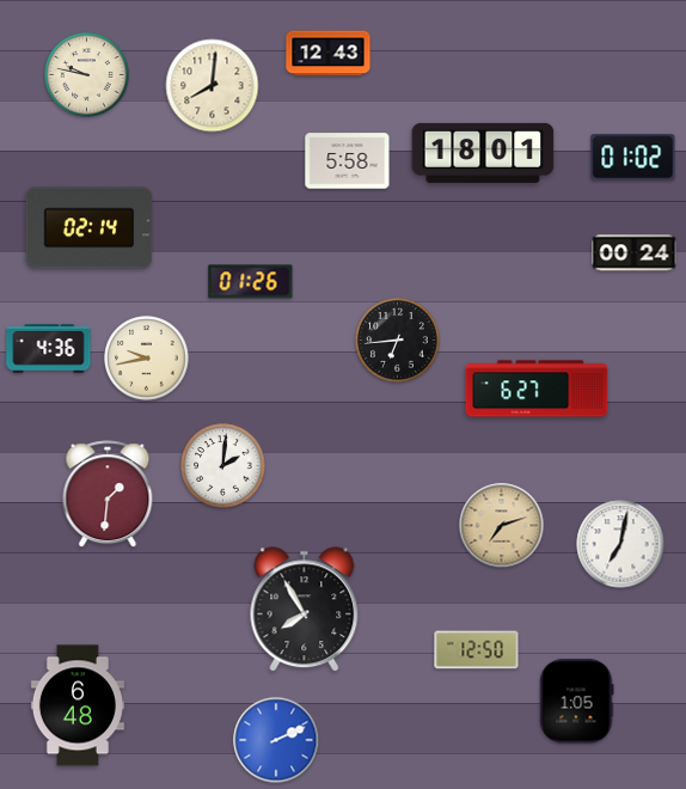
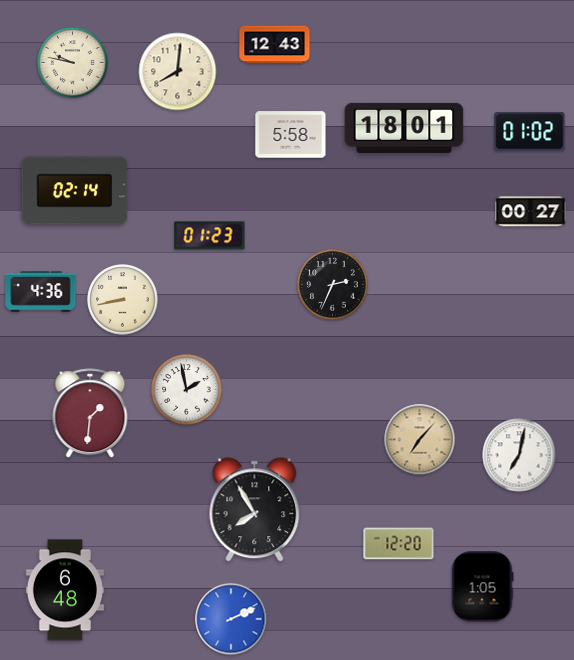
clock at (635, 253): 00:24 -> 00:27
clock at (251, 282): 01:26 -> 01:23
clock at (398, 341): 6:44 -> 2:34
clock at (147, 359): 9:43 -> 8:43
clock at (537, 389): 6:27 -> none
clock at (223, 466): 2:01 -> 1:58
clock at (502, 526): 7:12 -> 7:07
clock at (477, 650): 12:50 -> 12:20
